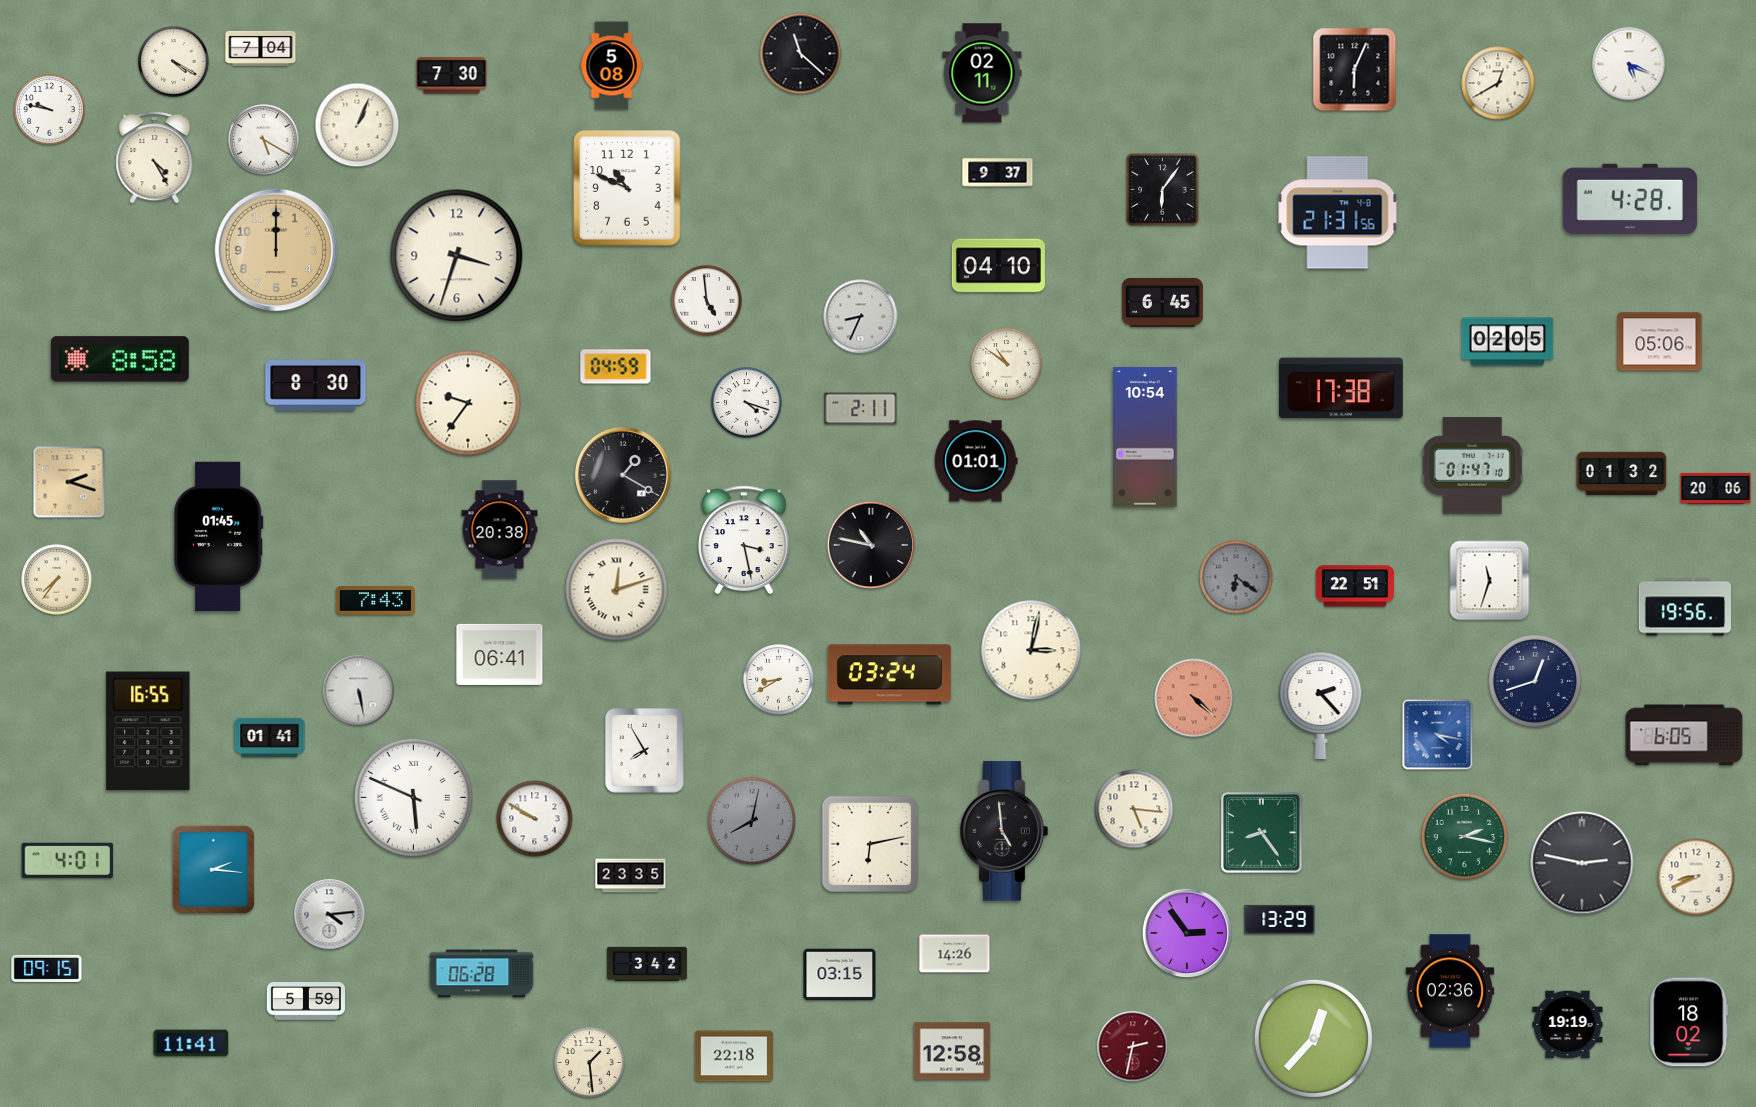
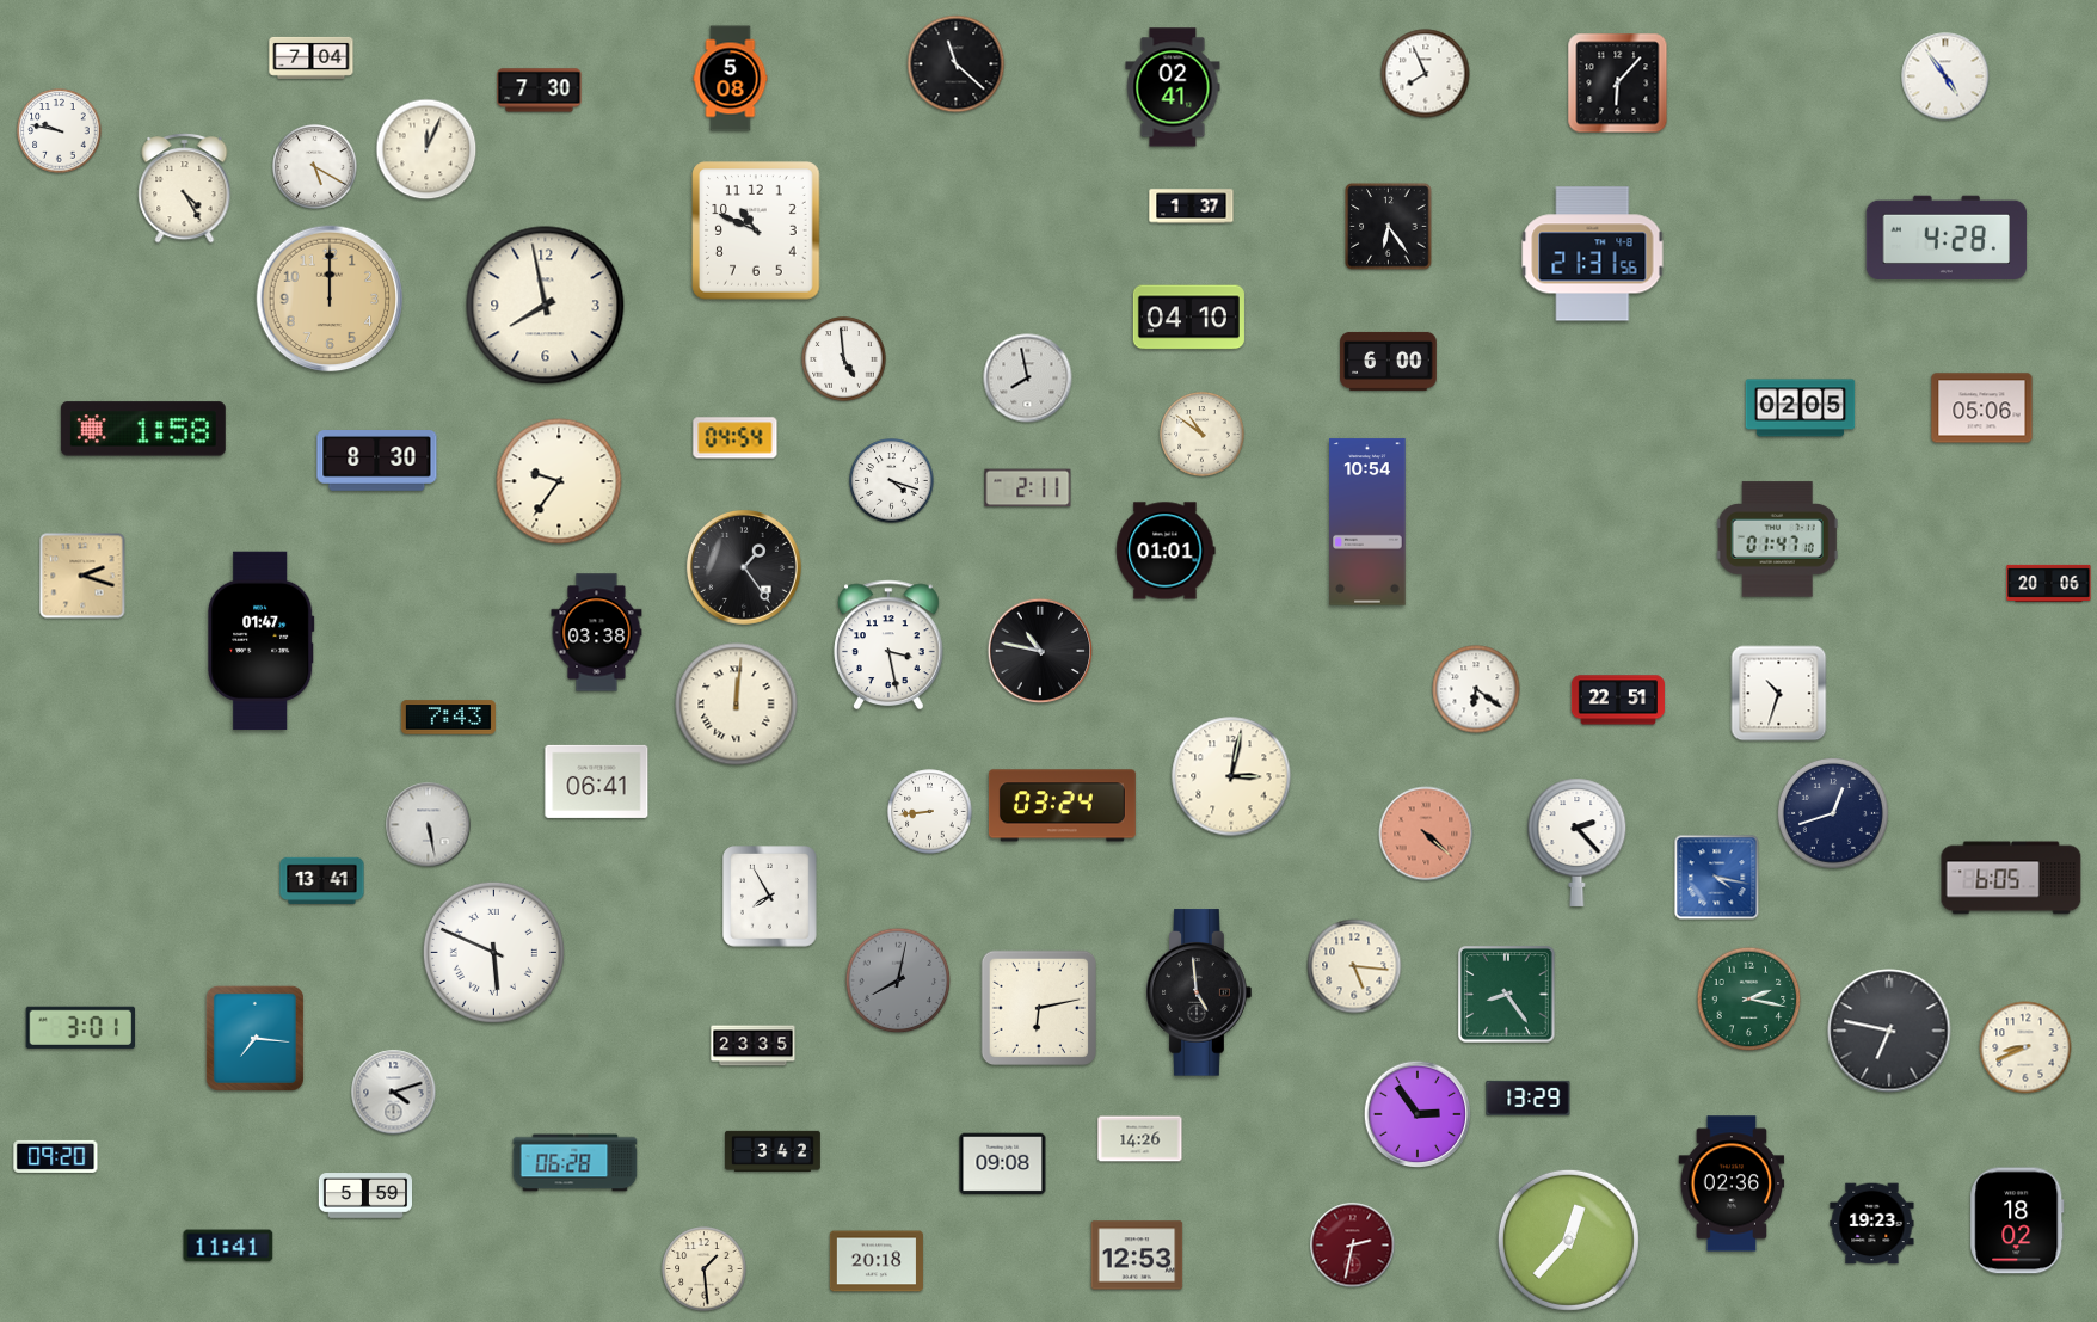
clock at (174, 62): 4:20 -> none
clock at (1426, 74): none -> 7:56
clock at (1629, 64): 5:19 -> 4:54
clock at (1355, 70): 6:04 -> 6:07
clock at (982, 73): 02:11 -> 02:41
clock at (1498, 83): 12:40 -> none
clock at (357, 125): 1:04 -> 12:04
clock at (998, 173): 9:37 -> 1:37
clock at (627, 188) position: (627, 188) -> (756, 230)
clock at (1163, 190): 6:06 -> 6:24
clock at (1338, 213) position: (1338, 213) -> (1593, 254)
clock at (457, 256): 3:33 -> 7:58
clock at (998, 266) position: (998, 266) -> (1188, 318)
clock at (1163, 302): 6:45 -> 6:00
clock at (861, 317): 8:34 -> 7:58
clock at (120, 359): 8:58 -> 1:58
clock at (616, 367): 04:59 -> 04:54
clock at (1341, 388): 17:38 -> none
clock at (1472, 466) position: (1472, 466) -> (1777, 540)
clock at (1622, 474): 01:32 -> none
clock at (623, 475): 1:20 -> 1:24
clock at (500, 530): 20:38 -> 03:38
clock at (219, 536): 01:45 -> 01:47
clock at (1236, 577) dial: grey -> white
clock at (57, 580): 7:36 -> none
clock at (1490, 581): 11:33 -> 10:33
clock at (617, 590): 12:12 -> 12:01
clock at (1684, 607): 19:56 -> none
clock at (779, 680): 8:40 -> 8:44
clock at (148, 731): 16:55 -> none
clock at (270, 737): 01:41 -> 13:41
clock at (535, 819): 9:50 -> none
clock at (68, 860): 4:01 -> 3:01
clock at (1582, 863): 2:47 -> 6:47
clock at (213, 869): 2:16 -> 7:16
clock at (330, 915): 4:14 -> 4:12
clock at (47, 968): 09:15 -> 09:20
clock at (840, 975): 03:15 -> 09:08
clock at (1568, 1025): 19:19 -> 19:23
clock at (1133, 1047) position: (1133, 1047) -> (1353, 1246)
clock at (952, 1051): 12:58 -> 12:53
clock at (733, 1056): 22:18 -> 20:18
